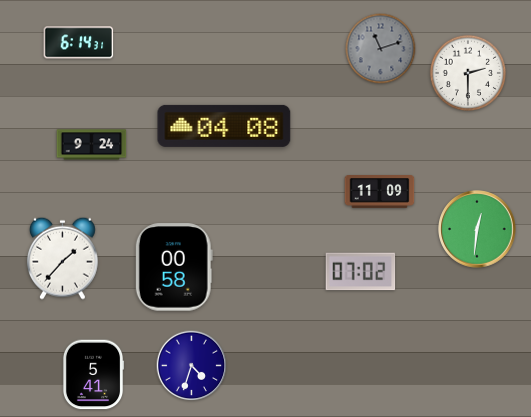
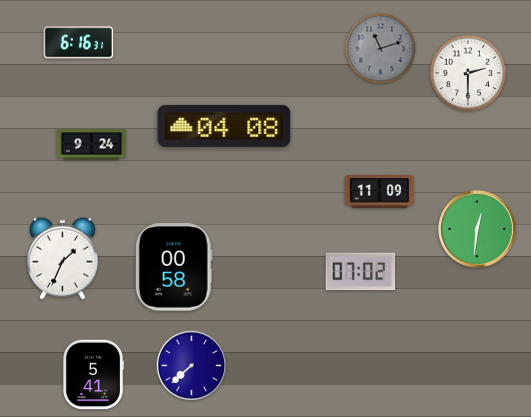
clock at (79, 43): 6:14 -> 6:16
clock at (62, 258): 1:37 -> 1:34
clock at (192, 366): 4:33 -> 7:38
